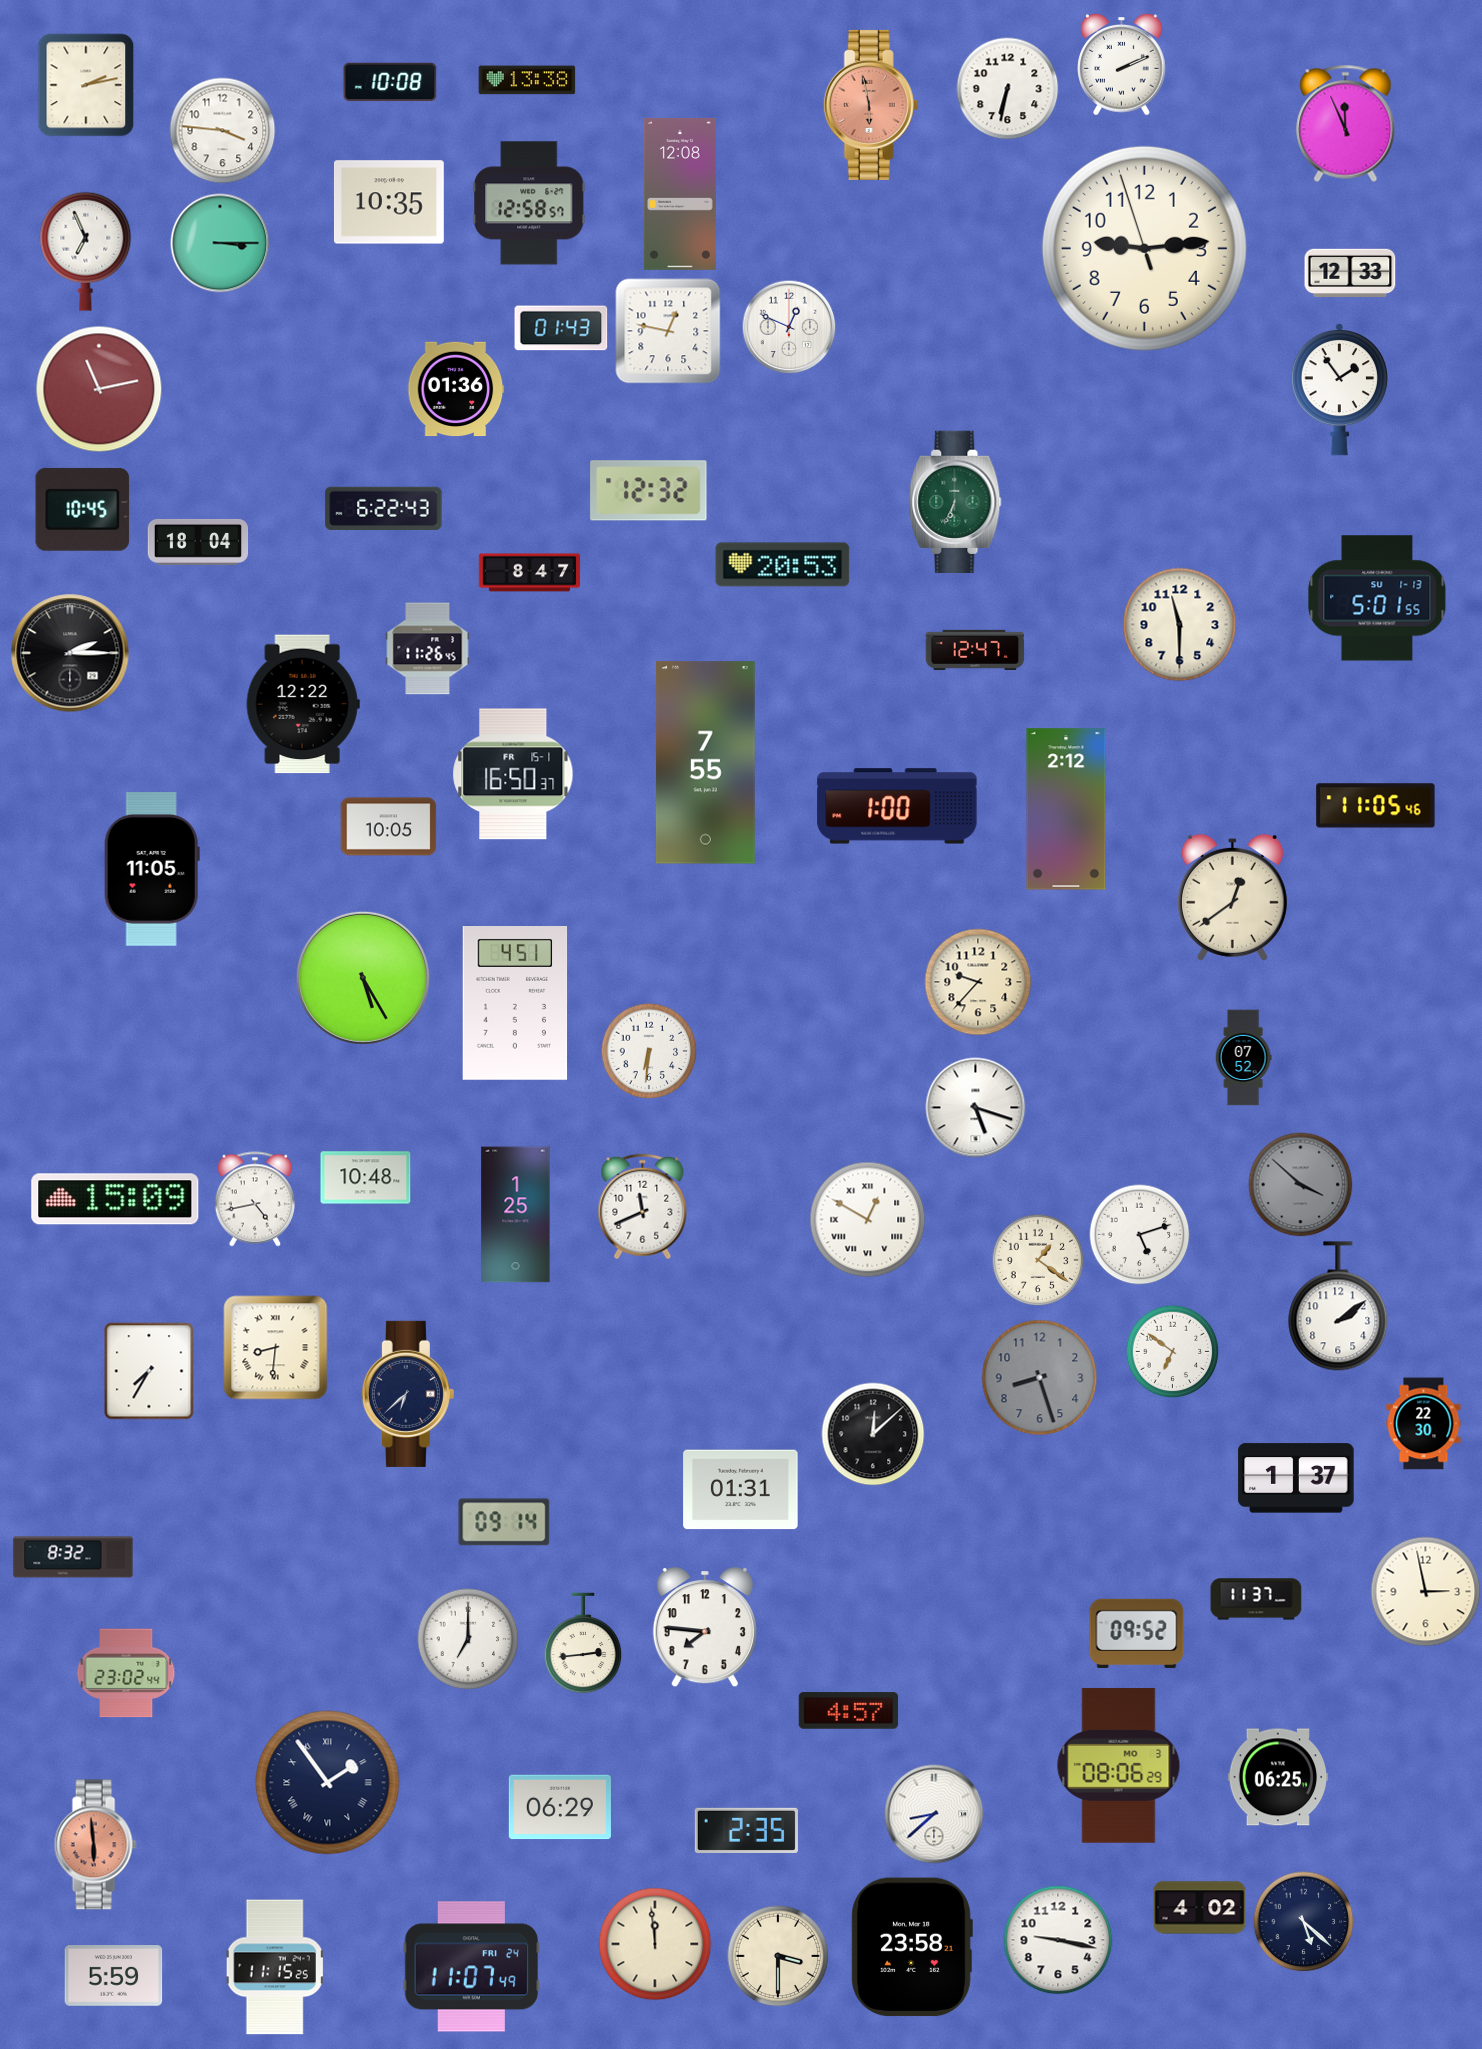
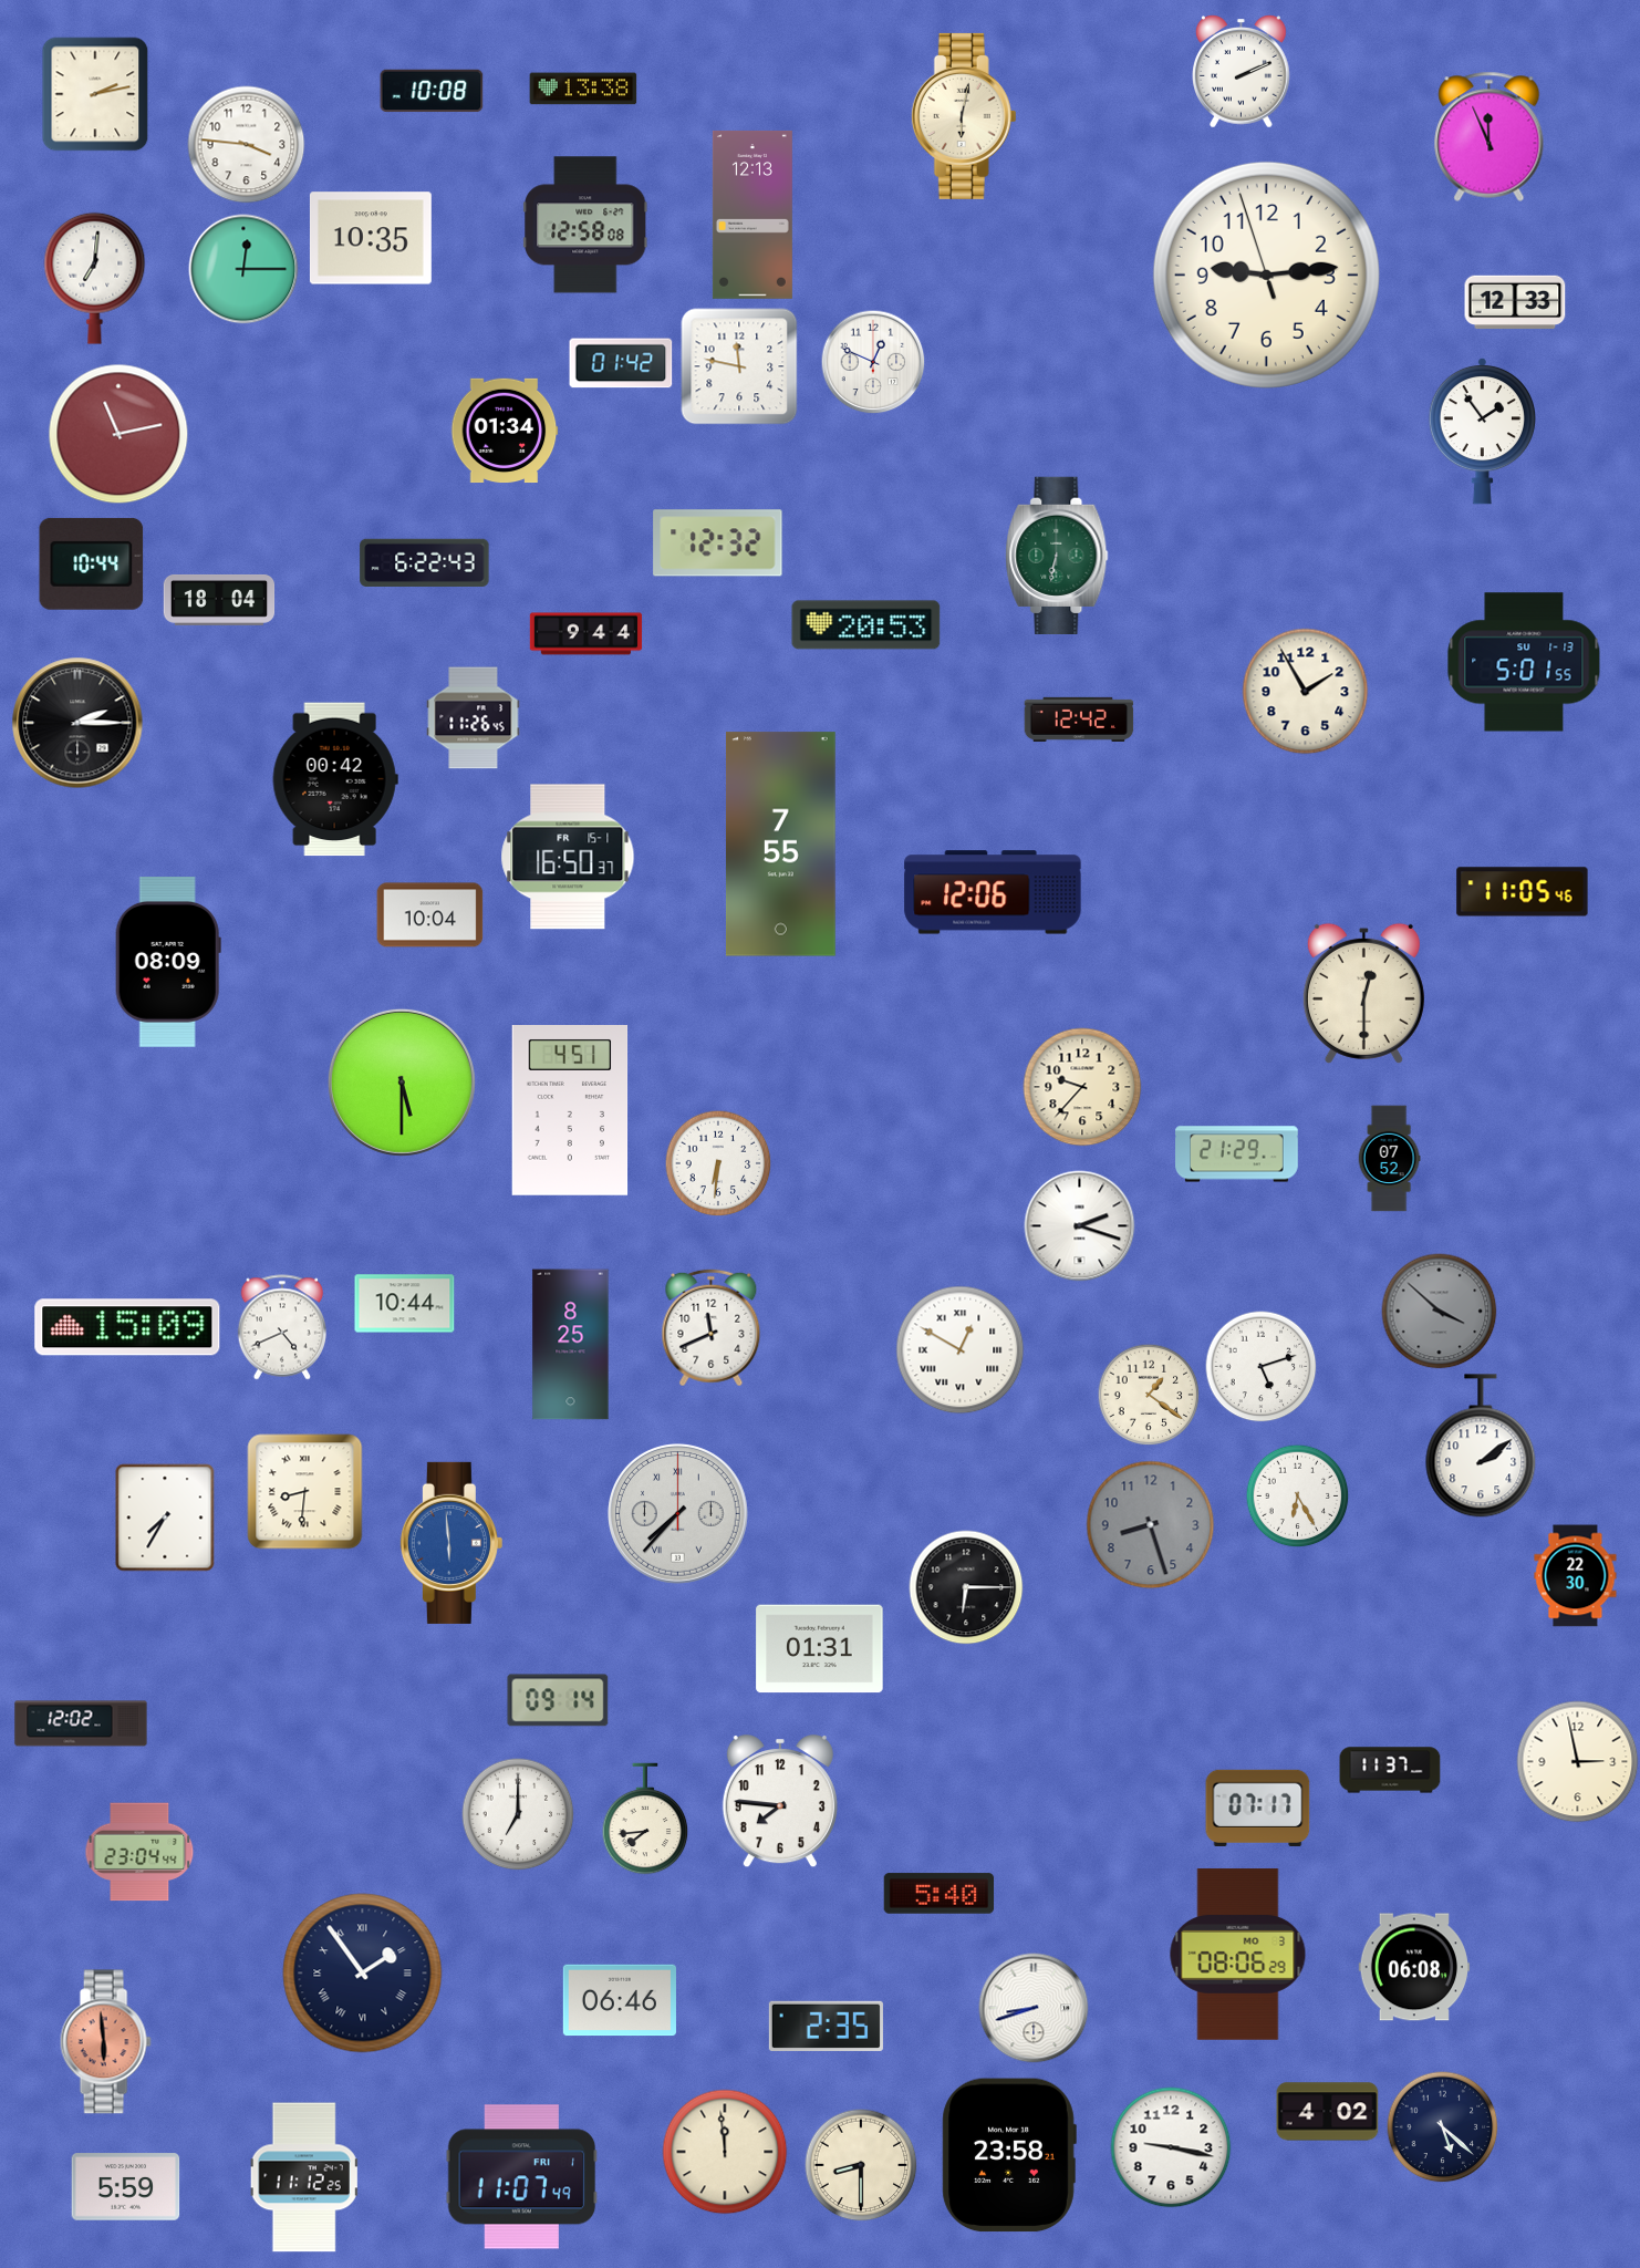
clock at (1008, 89): 6:32 -> none
clock at (871, 105): 5:58 -> 6:02
clock at (871, 105) dial: salmon -> cream
clock at (680, 194): 12:08 -> 12:13
clock at (389, 202) position: (389, 202) -> (371, 238)
clock at (529, 203): 12:58:57 -> 12:58:08
clock at (220, 243): 3:15 -> 12:15
clock at (86, 251): 6:56 -> 7:01
clock at (1350, 273) position: (1350, 273) -> (1515, 302)
clock at (561, 328): 01:43 -> 01:42
clock at (668, 331): 12:47 -> 11:47
clock at (99, 389) position: (99, 389) -> (118, 434)
clock at (456, 389): 01:36 -> 01:34
clock at (955, 501): 6:34 -> 6:32
clock at (83, 509): 10:45 -> 10:44
clock at (530, 573): 8:47 -> 9:44
clock at (1180, 625): 11:30 -> 1:55
clock at (975, 650): 12:47 -> 12:42
clock at (303, 704): 12:22 -> 00:42
clock at (897, 806): 1:00 -> 12:06
clock at (1066, 809): 2:12 -> none
clock at (389, 827): 10:05 -> 10:04
clock at (152, 870): 11:05 -> 08:09
clock at (1232, 897): 12:39 -> 12:30
clock at (363, 978): 5:25 -> 5:30
clock at (1237, 1154): none -> 21:29
clock at (1243, 1058) position: (1243, 1058) -> (1389, 1159)
clock at (976, 1108): 5:18 -> 2:18
clock at (366, 1178): 10:48 -> 10:44
clock at (255, 1199): 4:43 -> 4:41
clock at (643, 1207) position: (643, 1207) -> (712, 1328)
clock at (516, 1215): 1:25 -> 8:25
clock at (1172, 1351): 6:51 -> 6:25
clock at (678, 1514): none -> 7:37
clock at (408, 1394): 6:38 -> 5:59
clock at (408, 1394) dial: navy -> blue
clock at (873, 1434): 12:08 -> 6:15
clock at (1296, 1478): 1:37 -> none
clock at (504, 1522) position: (504, 1522) -> (558, 1700)
clock at (73, 1557): 8:32 -> 12:02
clock at (1137, 1633): 09:52 -> 07:17
clock at (583, 1643): 2:44 -> 7:44
clock at (126, 1673): 23:02 -> 23:04
clock at (849, 1711): 4:57 -> 5:40
clock at (1278, 1777): 06:25 -> 06:08
clock at (560, 1807): 06:29 -> 06:46
clock at (934, 1814): 8:38 -> 8:42
clock at (778, 1956): 3:30 -> 8:30
clock at (275, 1967): 11:15 -> 11:12
clock at (472, 1967) date: FRI 24 -> FRI 1
